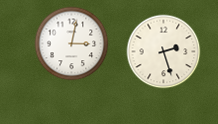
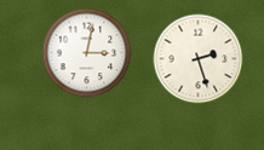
clock at (164, 52) position: (164, 52) -> (199, 59)
